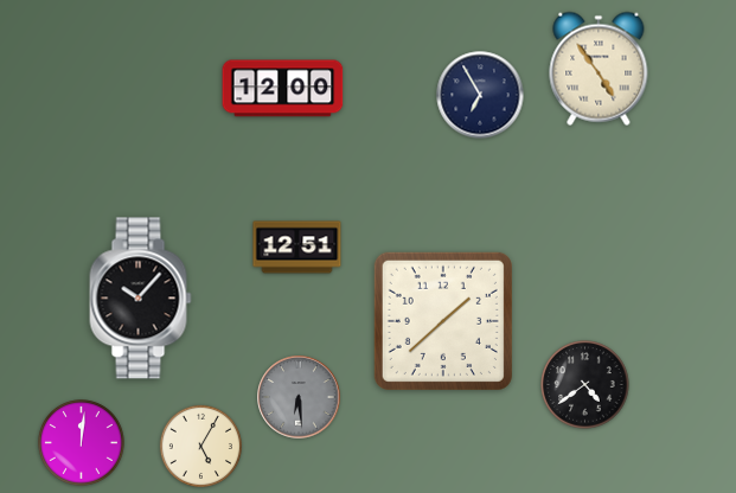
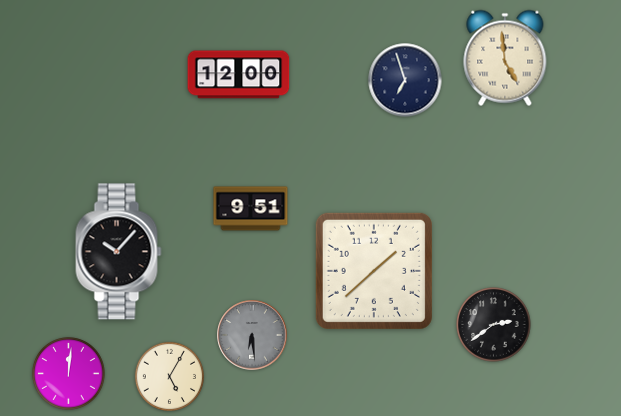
clock at (599, 69): 4:54 -> 4:59
clock at (480, 95): 6:55 -> 6:57
clock at (297, 248): 12:51 -> 9:51
clock at (585, 385): 4:39 -> 2:39
